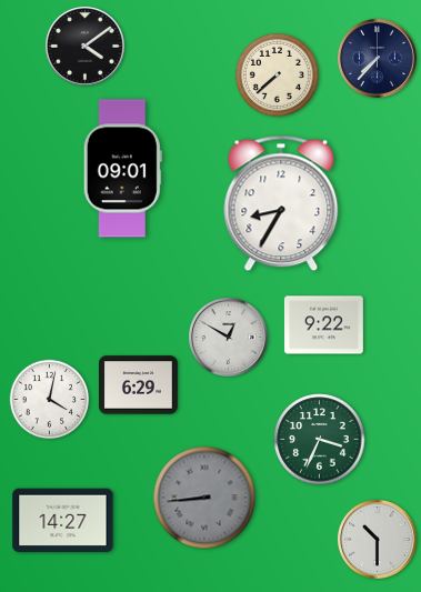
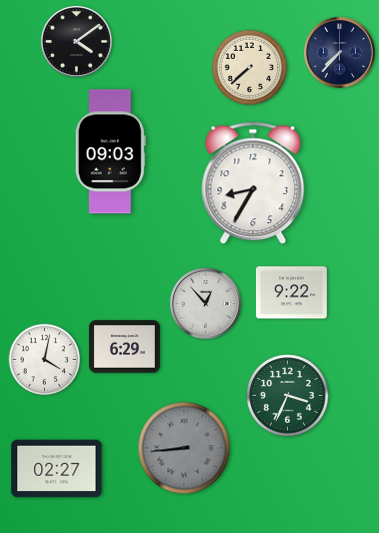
clock at (122, 169): 09:01 -> 09:03
clock at (228, 337): 12:50 -> 12:53
clock at (63, 521): 14:27 -> 02:27
clock at (377, 539): 10:30 -> none
